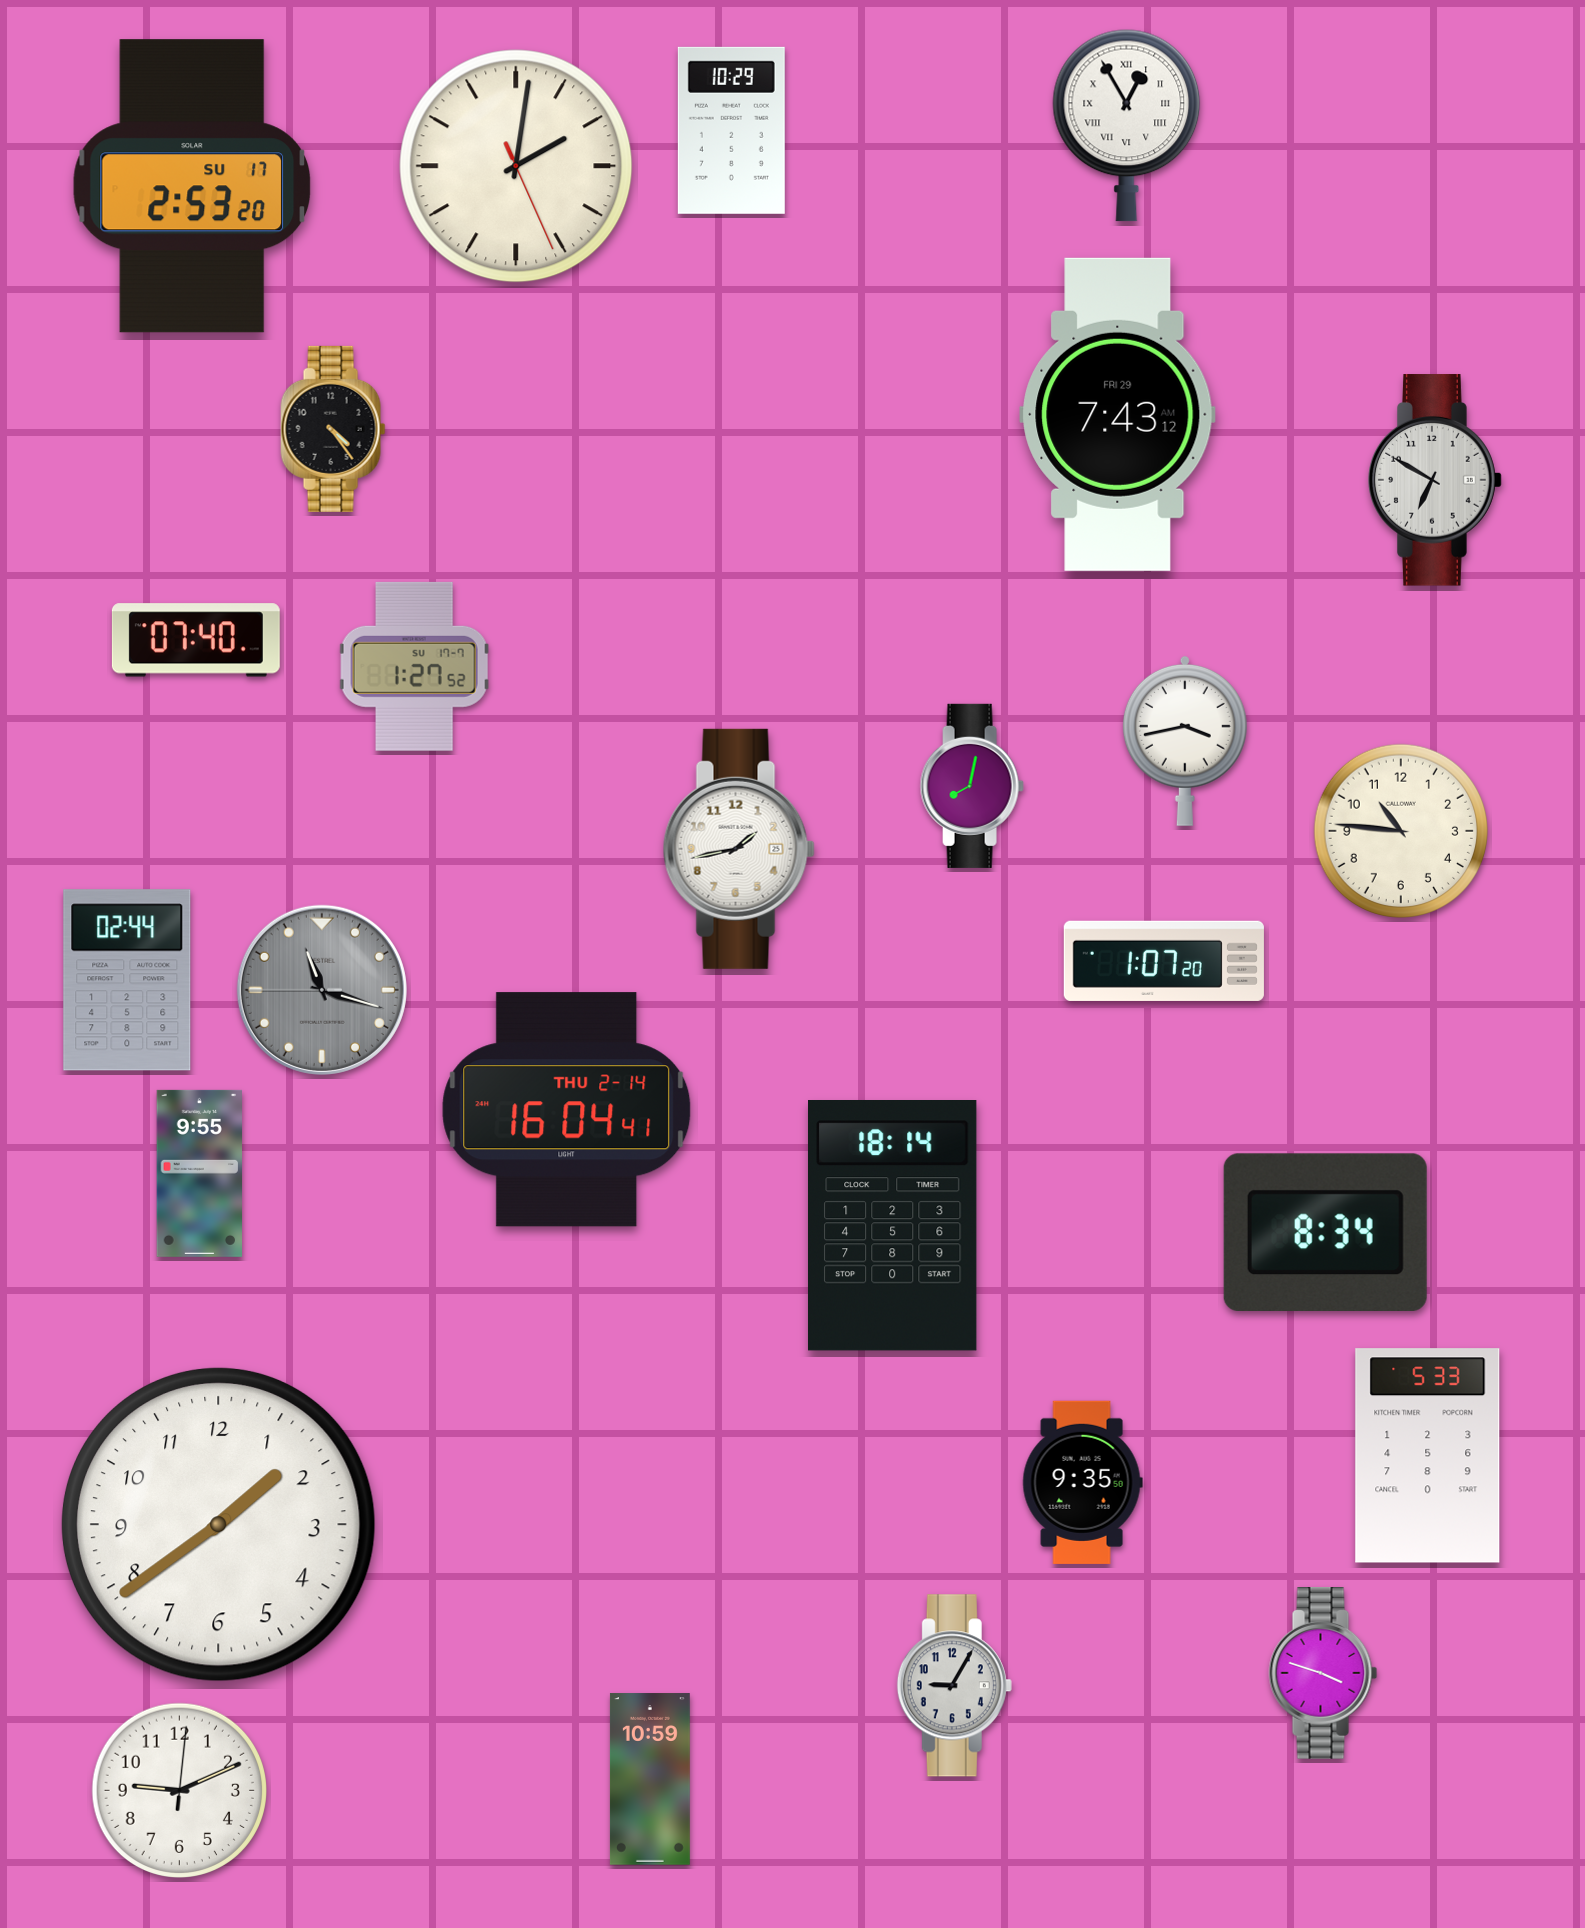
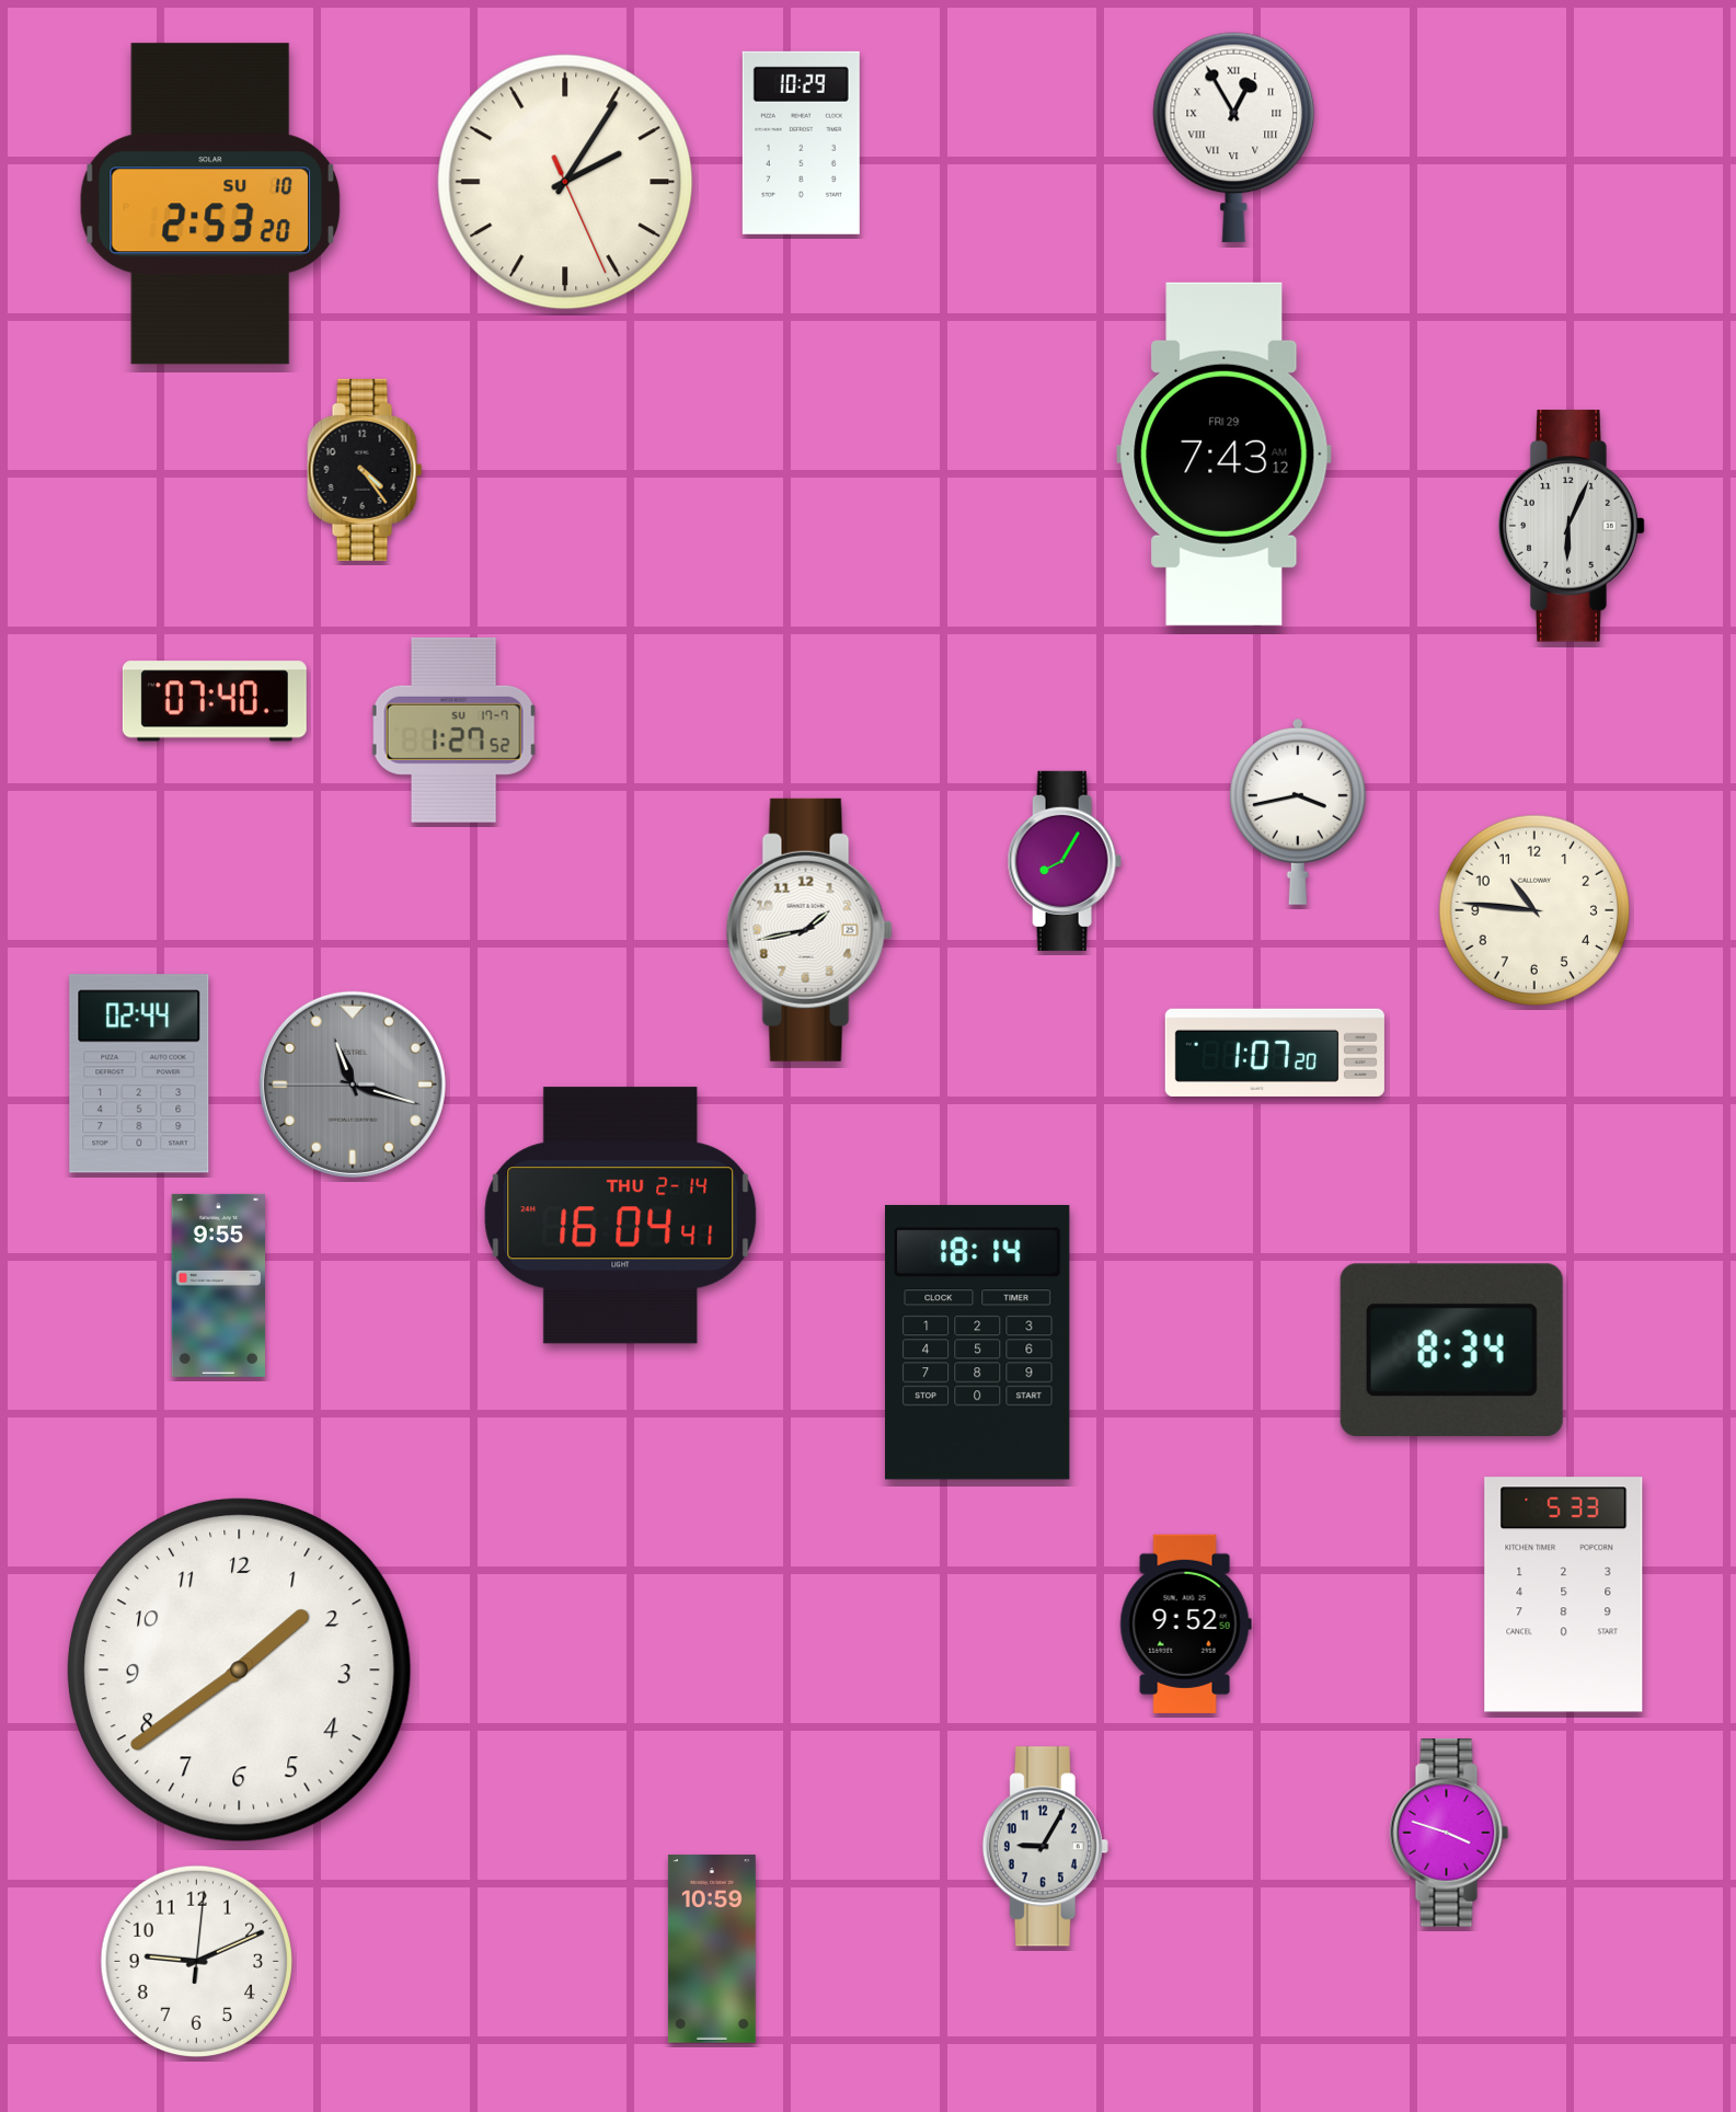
clock at (516, 166): 2:01 -> 2:05
clock at (192, 186) date: SU 17 -> SU 10
clock at (1435, 480): 6:50 -> 6:04
clock at (972, 786): 8:02 -> 8:05
clock at (1082, 1482): 9:35 -> 9:52
